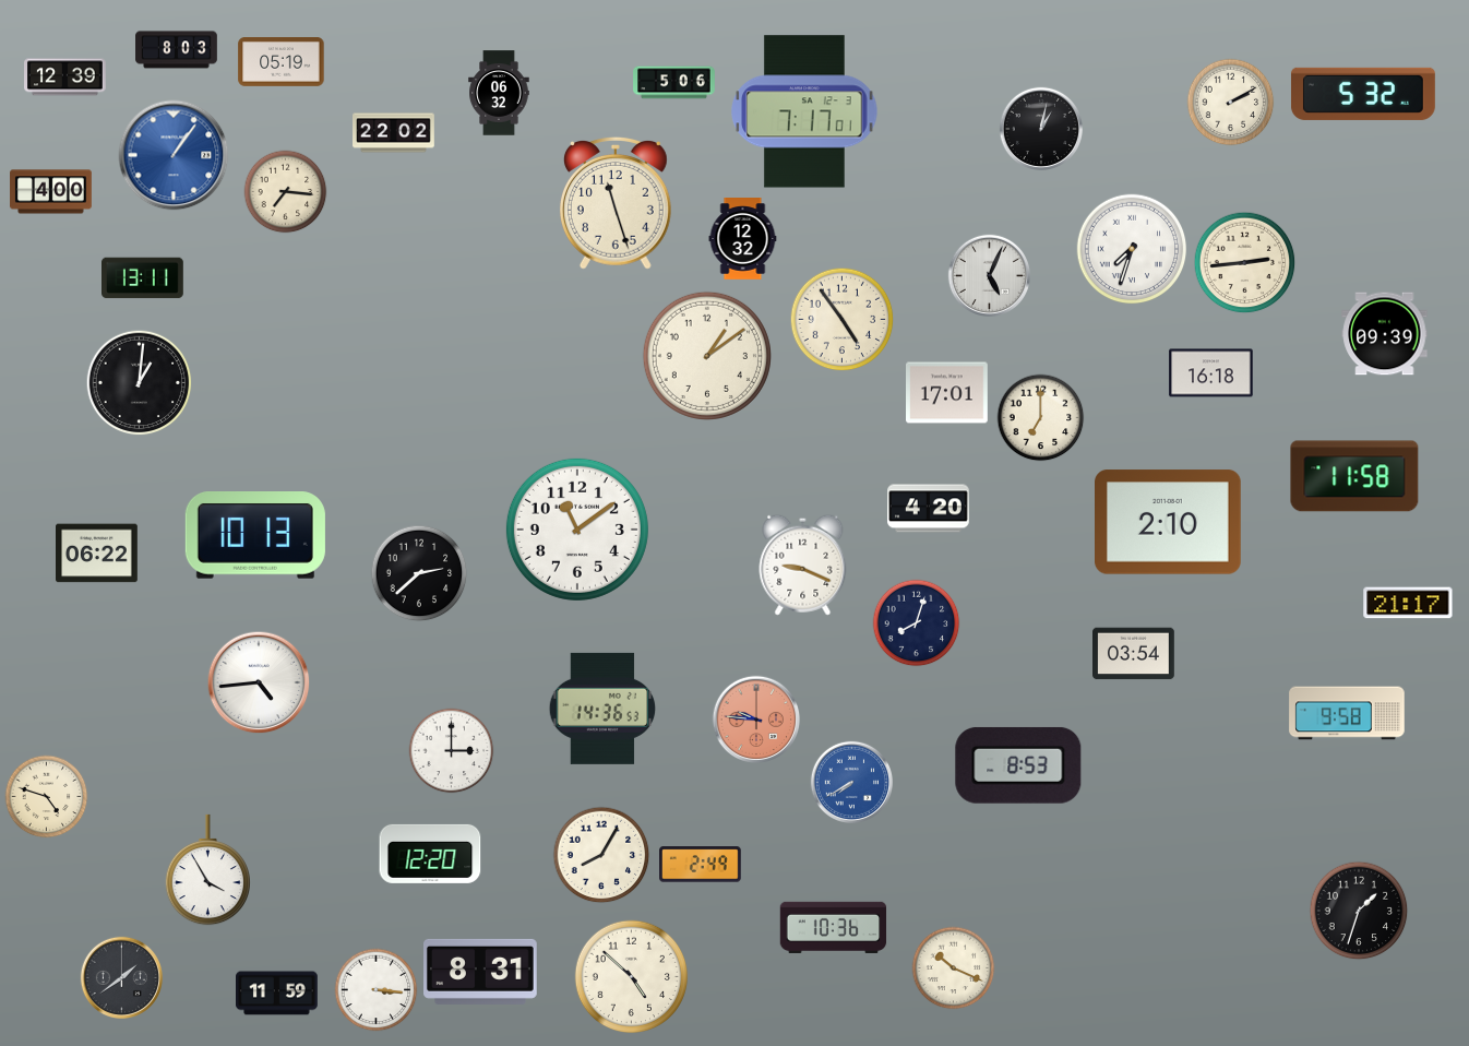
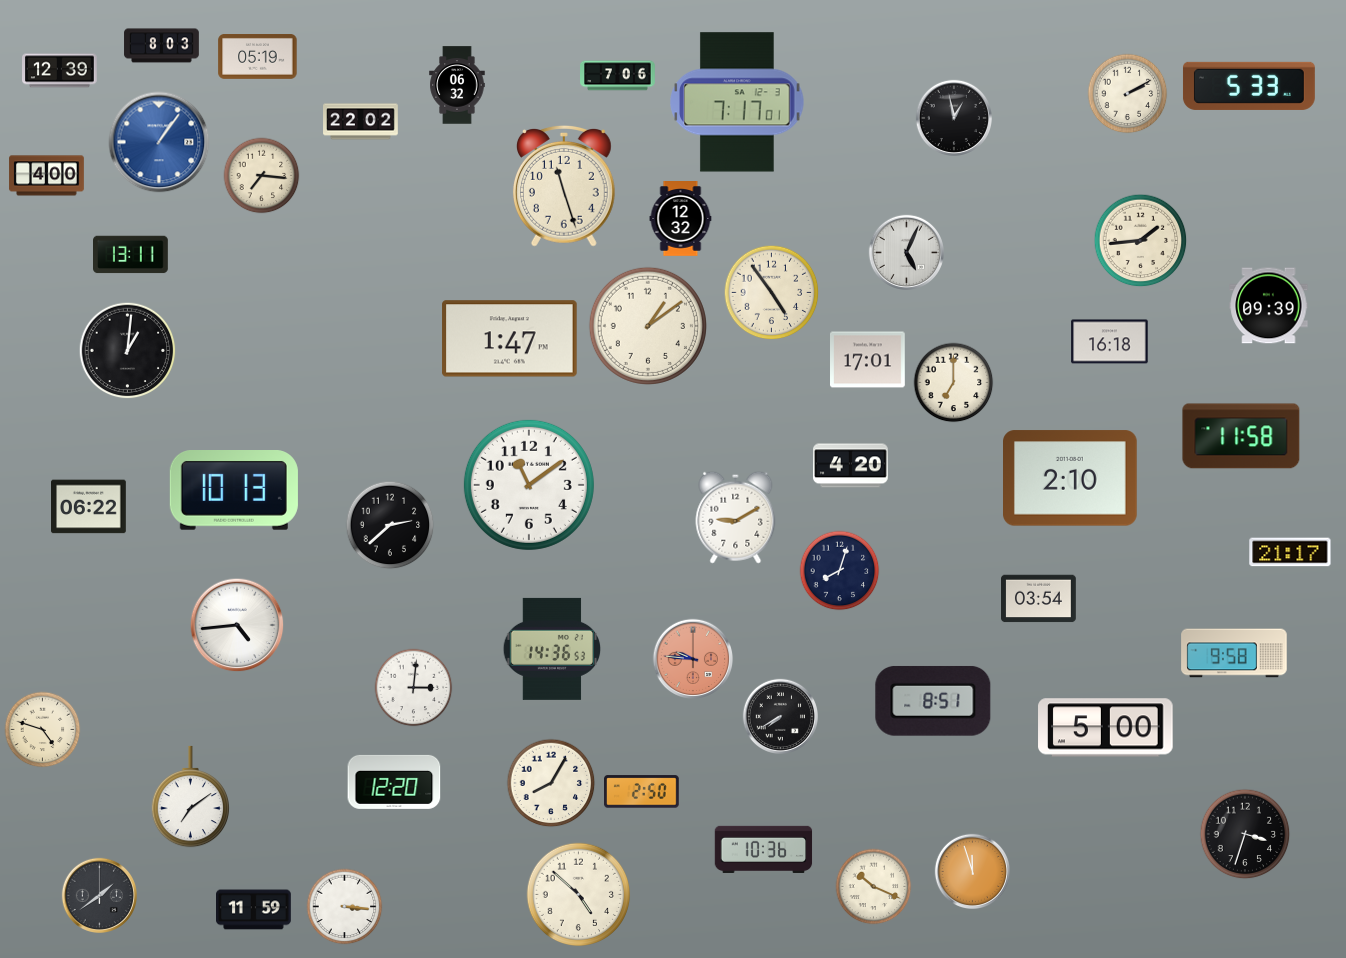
clock at (674, 83): 5:06 -> 7:06
clock at (1363, 94): 5:32 -> 5:33
clock at (1040, 128): 1:02 -> 12:58
clock at (1132, 249): 7:33 -> none
clock at (1245, 263): 2:44 -> 1:44
clock at (510, 339): none -> 1:47
clock at (803, 564): 9:19 -> 9:10
clock at (419, 573) position: (419, 573) -> (390, 525)
clock at (452, 751): 3:00 -> 3:01
clock at (1018, 765): 8:53 -> 8:51
clock at (851, 782) dial: blue -> black
clock at (1106, 728): none -> 5:00
clock at (701, 865): 2:49 -> 2:50
clock at (207, 870): 3:55 -> 7:09
clock at (1359, 911): 1:33 -> 3:33
clock at (972, 871): none -> 11:57
clock at (481, 972): 8:31 -> none
clock at (121, 977) position: (121, 977) -> (99, 895)
